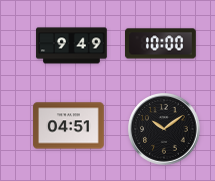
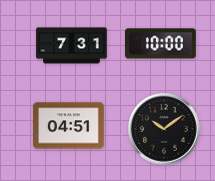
clock at (72, 46): 9:49 -> 7:31
